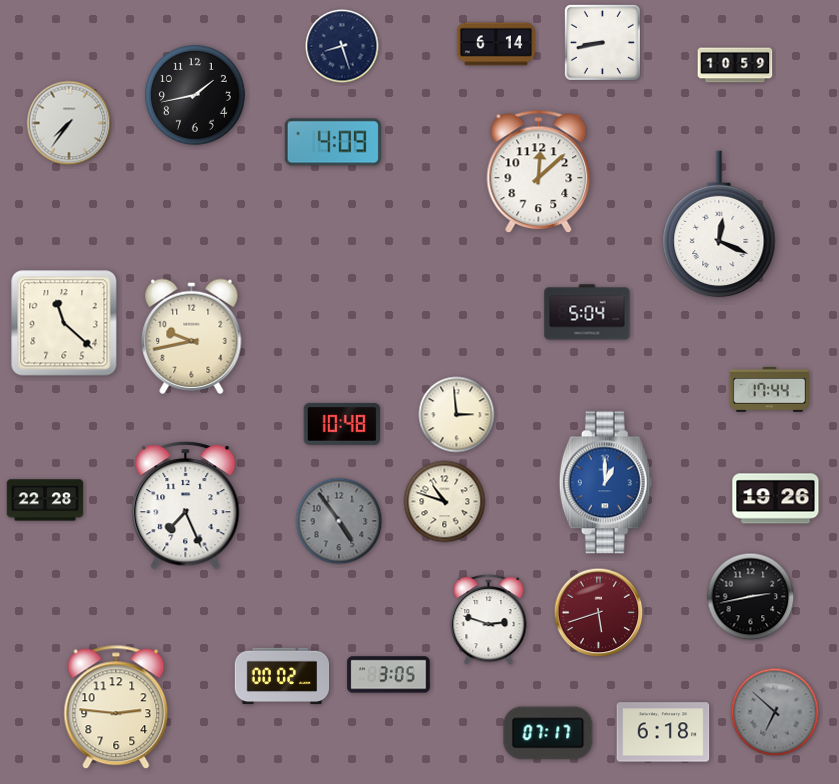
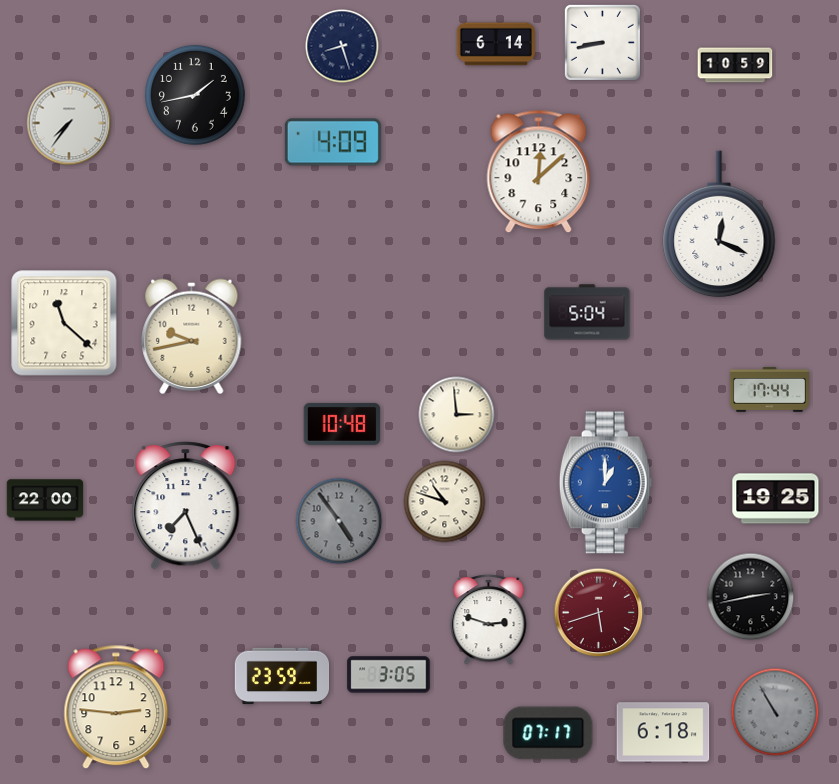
clock at (776, 499): 19:26 -> 19:25
clock at (45, 500): 22:28 -> 22:00
clock at (282, 676): 00:02 -> 23:59
clock at (775, 712): 6:52 -> 10:55
